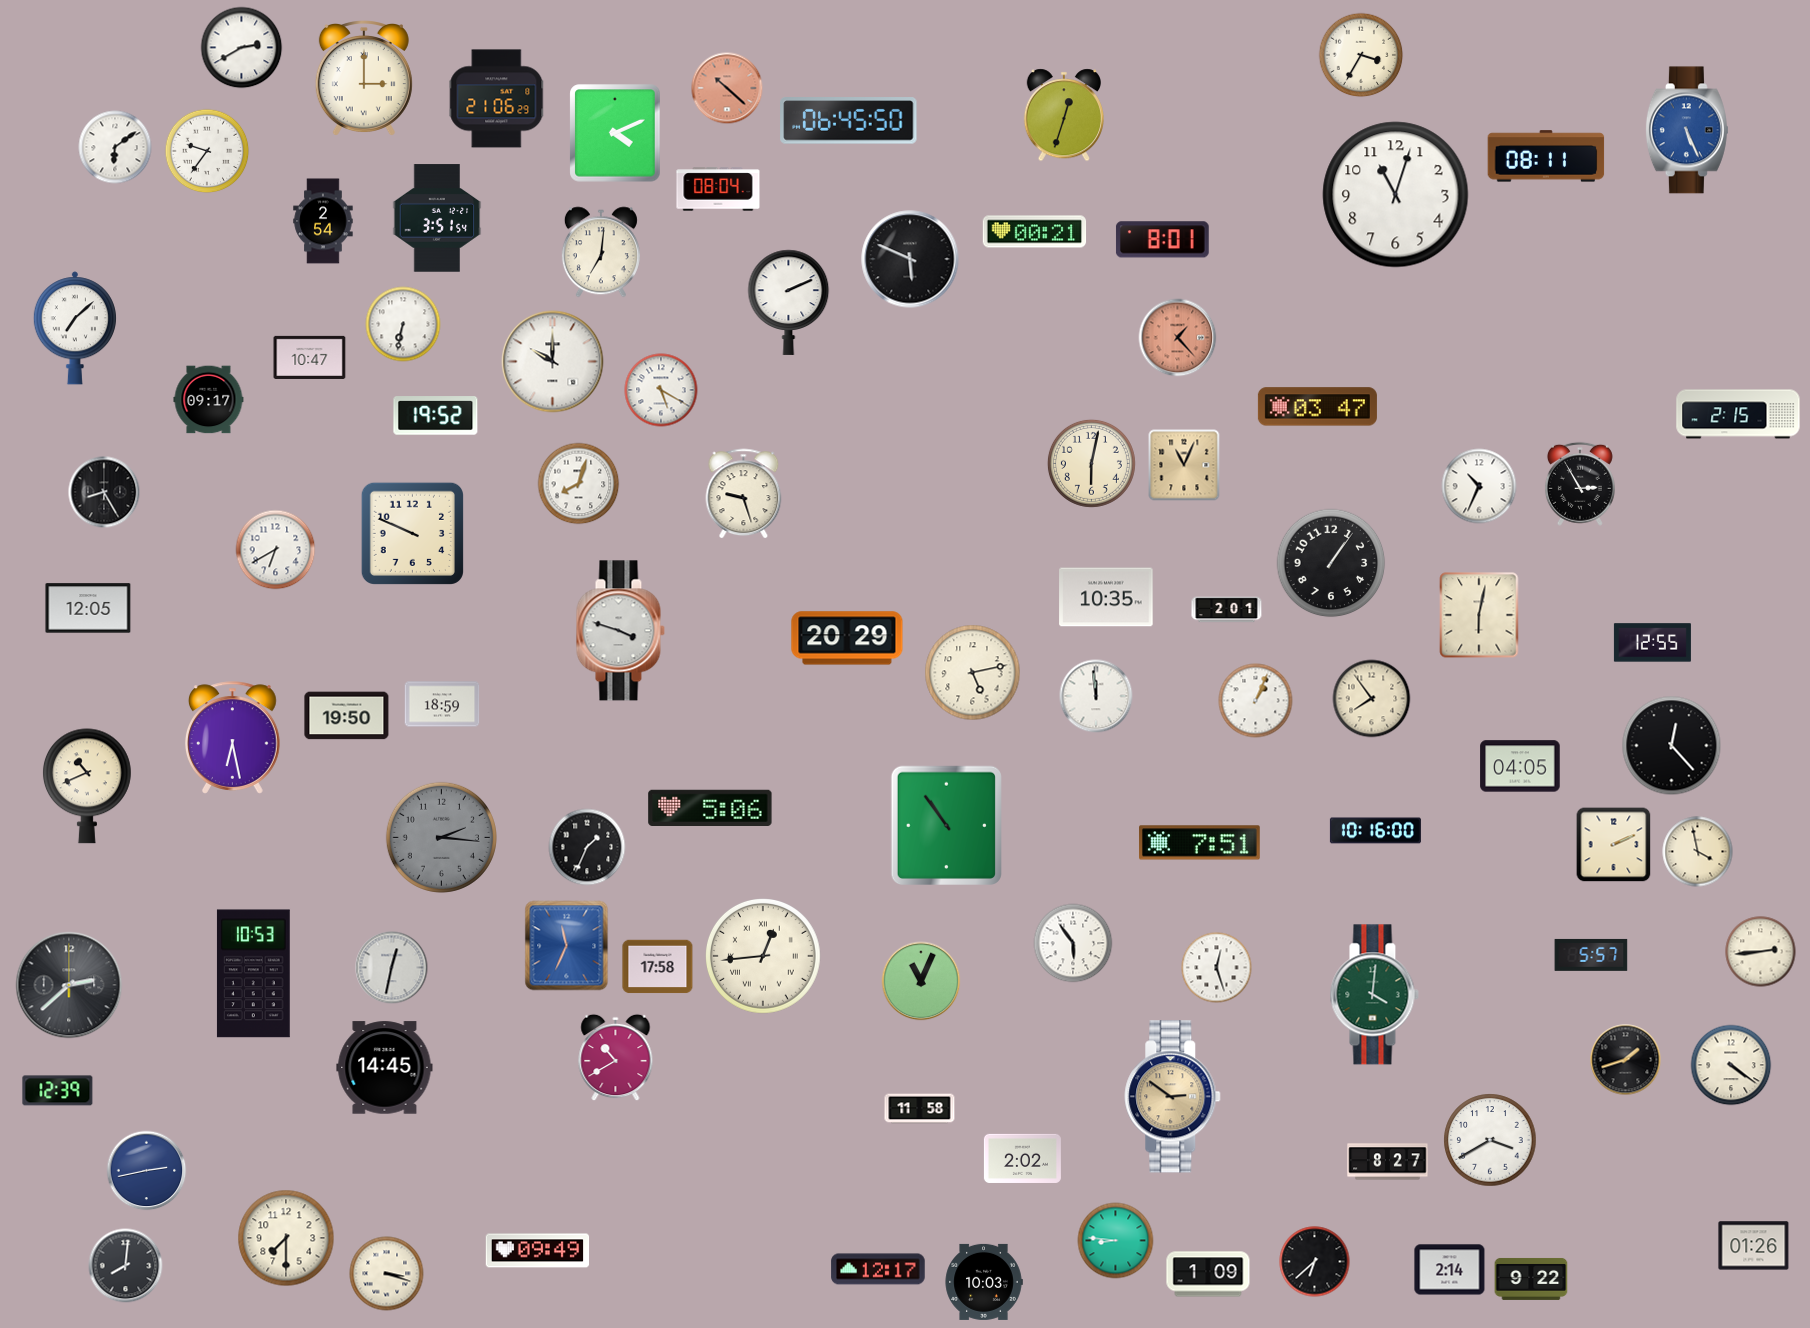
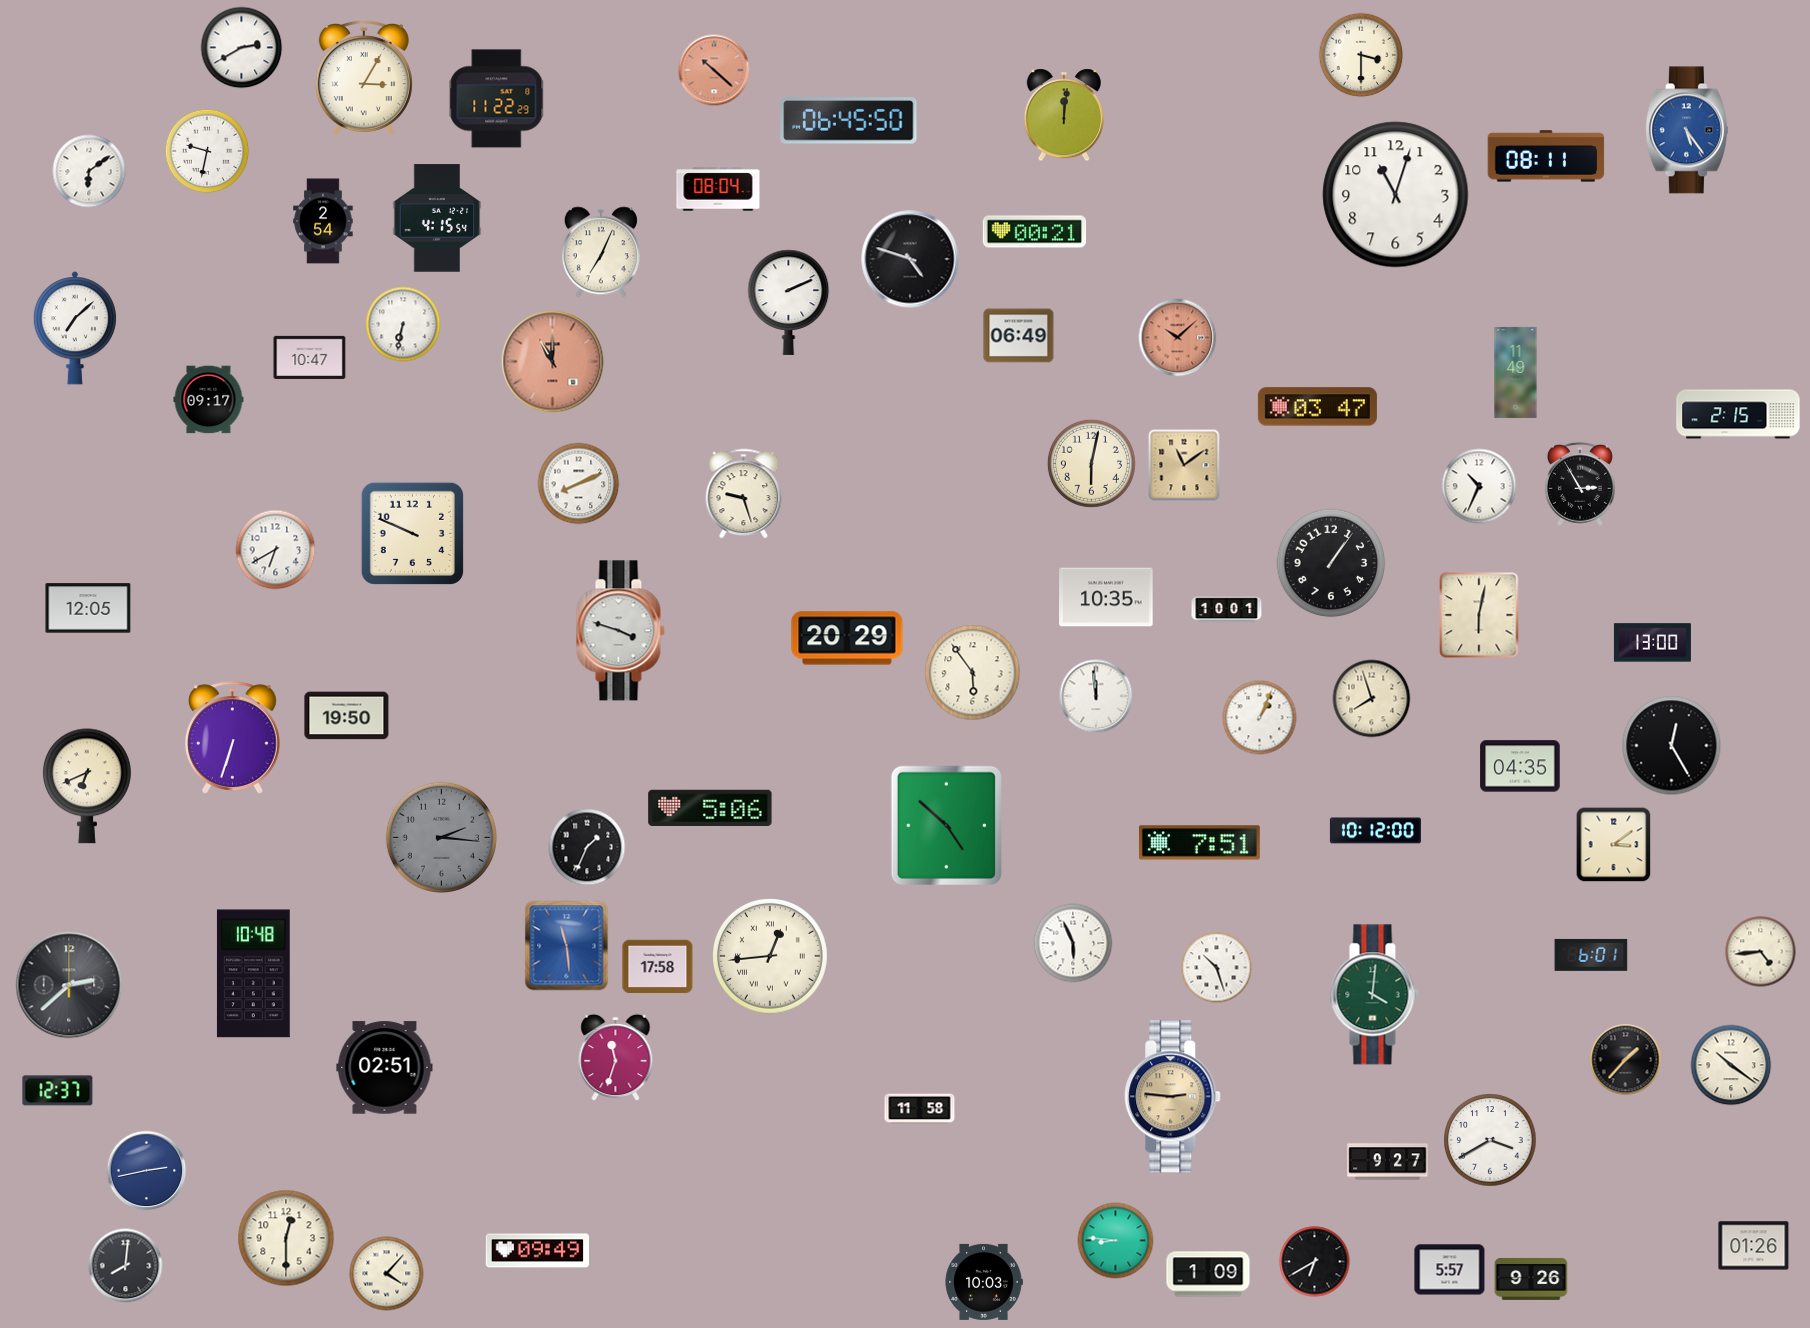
clock at (1361, 55): 3:35 -> 3:30
clock at (364, 78): 3:00 -> 3:05
clock at (727, 88) position: (727, 88) -> (714, 70)
clock at (497, 99): 21:06 -> 11:22
clock at (1063, 115): 12:33 -> 12:01
clock at (1687, 130): 5:26 -> 5:24
clock at (615, 133): 4:11 -> none
clock at (115, 147) position: (115, 147) -> (89, 171)
clock at (207, 151): 9:36 -> 9:32
clock at (437, 218): 3:51 -> 4:15
clock at (1162, 240): 8:01 -> none
clock at (601, 252): 7:01 -> 7:04
clock at (910, 259): 5:49 -> 4:48
clock at (1019, 336): none -> 06:49
clock at (1178, 338): 1:23 -> 10:08
clock at (553, 362): 10:00 -> 11:00
clock at (553, 362) dial: white -> salmon
clock at (1516, 372): none -> 11:49
clock at (661, 390): 5:20 -> none
clock at (436, 416): 19:52 -> none
clock at (1184, 465): 11:04 -> 11:09
clock at (579, 484): 8:03 -> 8:11
clock at (104, 492): 8:25 -> none
clock at (1227, 610): 2:01 -> 10:01
clock at (1652, 643): 12:55 -> 13:00
clock at (973, 673): 5:13 -> 5:54
clock at (1372, 699): 7:54 -> 7:57
clock at (1256, 701) position: (1256, 701) -> (1260, 718)
clock at (442, 704): 18:59 -> none
clock at (232, 738): 6:28 -> 6:33
clock at (1672, 746): 12:23 -> 12:25
clock at (1520, 766): 04:05 -> 04:35
clock at (87, 786): 10:41 -> 6:41
clock at (946, 825): 10:54 -> 4:52
clock at (1375, 831): 10:16 -> 10:12
clock at (1614, 845): 2:11 -> 3:09
clock at (1698, 852): 3:58 -> none
clock at (1073, 943): 5:54 -> 5:56
clock at (567, 946): 11:34 -> 11:29
clock at (1761, 952): 2:44 -> 4:44
clock at (1591, 955): 5:57 -> 6:01
clock at (764, 957) position: (764, 957) -> (771, 957)
clock at (392, 968): 12:32 -> none
clock at (1217, 968): 12:27 -> 10:27
clock at (253, 974): 10:53 -> 10:48
clock at (921, 981): 11:04 -> none
clock at (616, 1058): 10:40 -> 11:33
clock at (1626, 1060): 1:42 -> 1:37
clock at (1731, 1065): 4:21 -> 10:21
clock at (385, 1068): 14:45 -> 02:51
clock at (58, 1091): 12:39 -> 12:37
clock at (1173, 1097): 2:51 -> 2:46
clock at (1022, 1158): 2:02 -> none
clock at (1388, 1162): 8:27 -> 9:27
clock at (286, 1238): 7:30 -> 12:30
clock at (1315, 1262): 6:38 -> 6:40
clock at (878, 1269): 12:17 -> none
clock at (1450, 1270): 2:14 -> 5:57
clock at (387, 1274): 3:18 -> 4:07
clock at (1531, 1279): 9:22 -> 9:26
